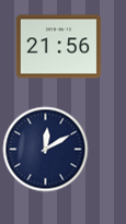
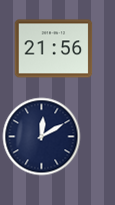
clock at (58, 47) position: (58, 47) -> (53, 49)
